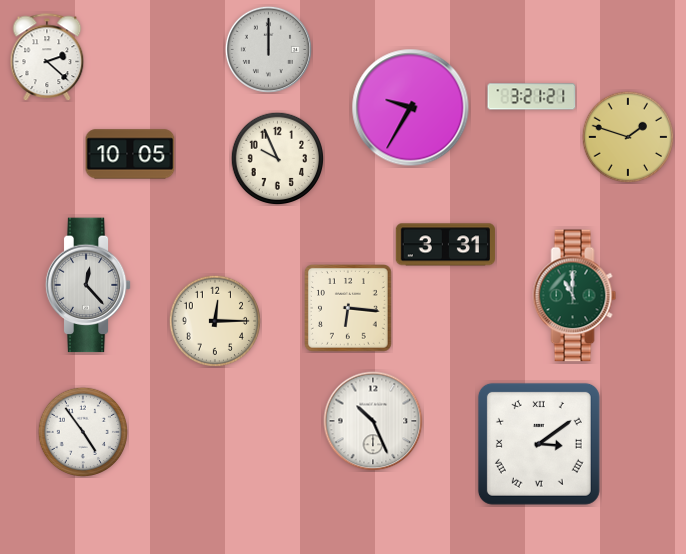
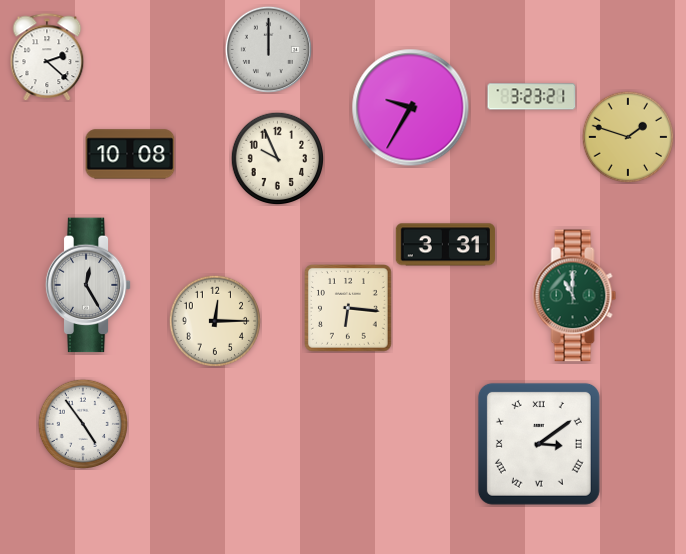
clock at (532, 97): 3:21 -> 3:23
clock at (130, 154): 10:05 -> 10:08
clock at (88, 285): 12:23 -> 12:25
clock at (373, 421): 10:26 -> none
clock at (82, 431) position: (82, 431) -> (82, 423)
